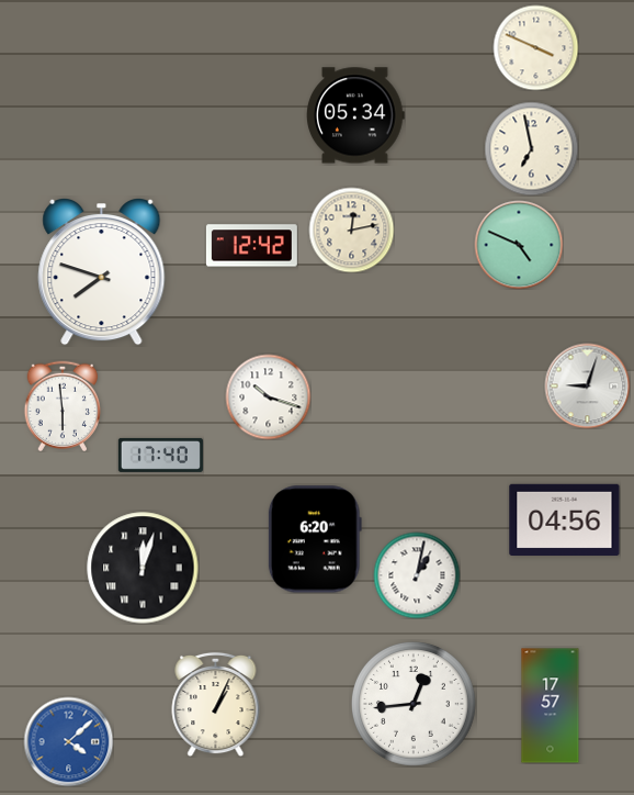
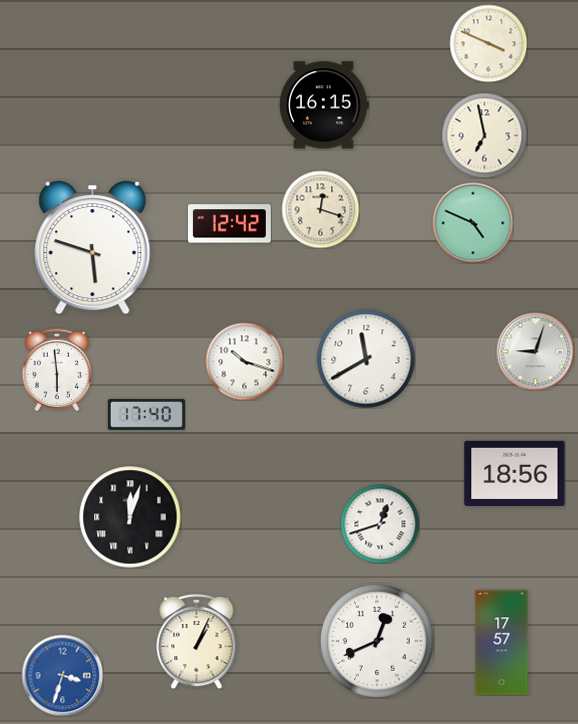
clock at (356, 115): 05:34 -> 16:15
clock at (351, 229): 12:13 -> 12:18
clock at (102, 272): 7:48 -> 5:48
clock at (366, 359): none -> 11:40
clock at (565, 519): 04:56 -> 18:56
clock at (315, 539): 6:20 -> none
clock at (417, 575): 1:02 -> 12:42
clock at (415, 705): 12:44 -> 12:41
clock at (68, 741): 4:08 -> 3:33
